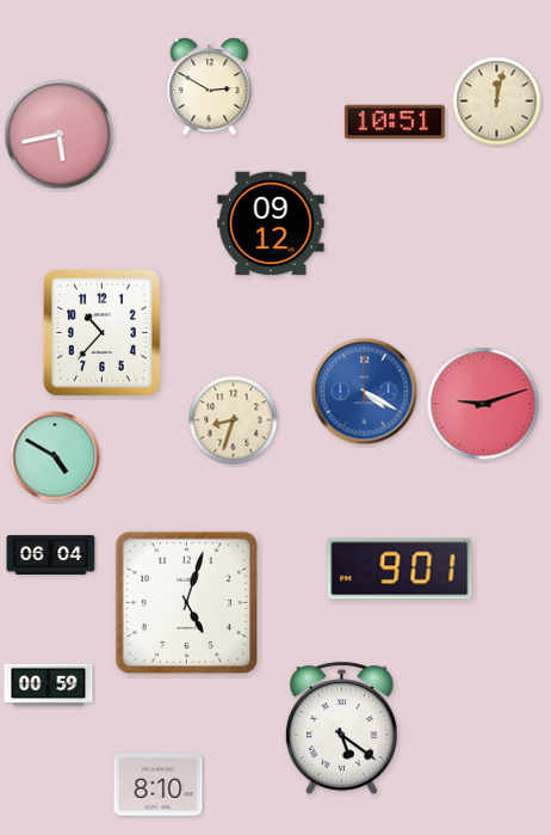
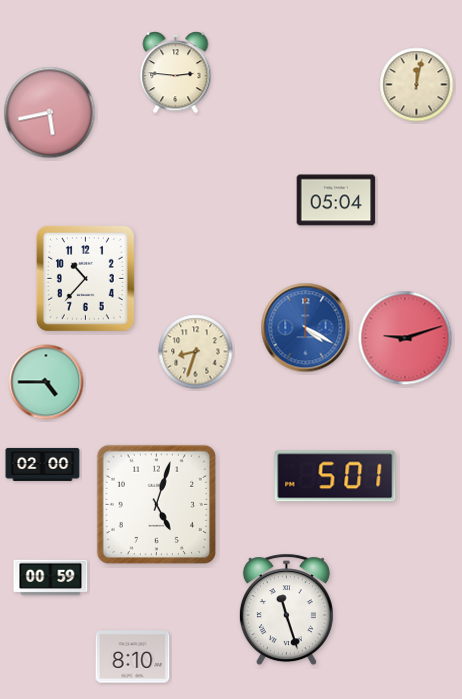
clock at (210, 87): 2:50 -> 2:46
clock at (395, 122): 10:51 -> none
clock at (271, 223): 09:12 -> none
clock at (336, 200): none -> 05:04
clock at (55, 456): 4:50 -> 4:45
clock at (51, 554): 06:04 -> 02:00
clock at (400, 569): 9:01 -> 5:01
clock at (49, 686) position: (49, 686) -> (51, 578)
clock at (341, 729): 5:21 -> 11:27
